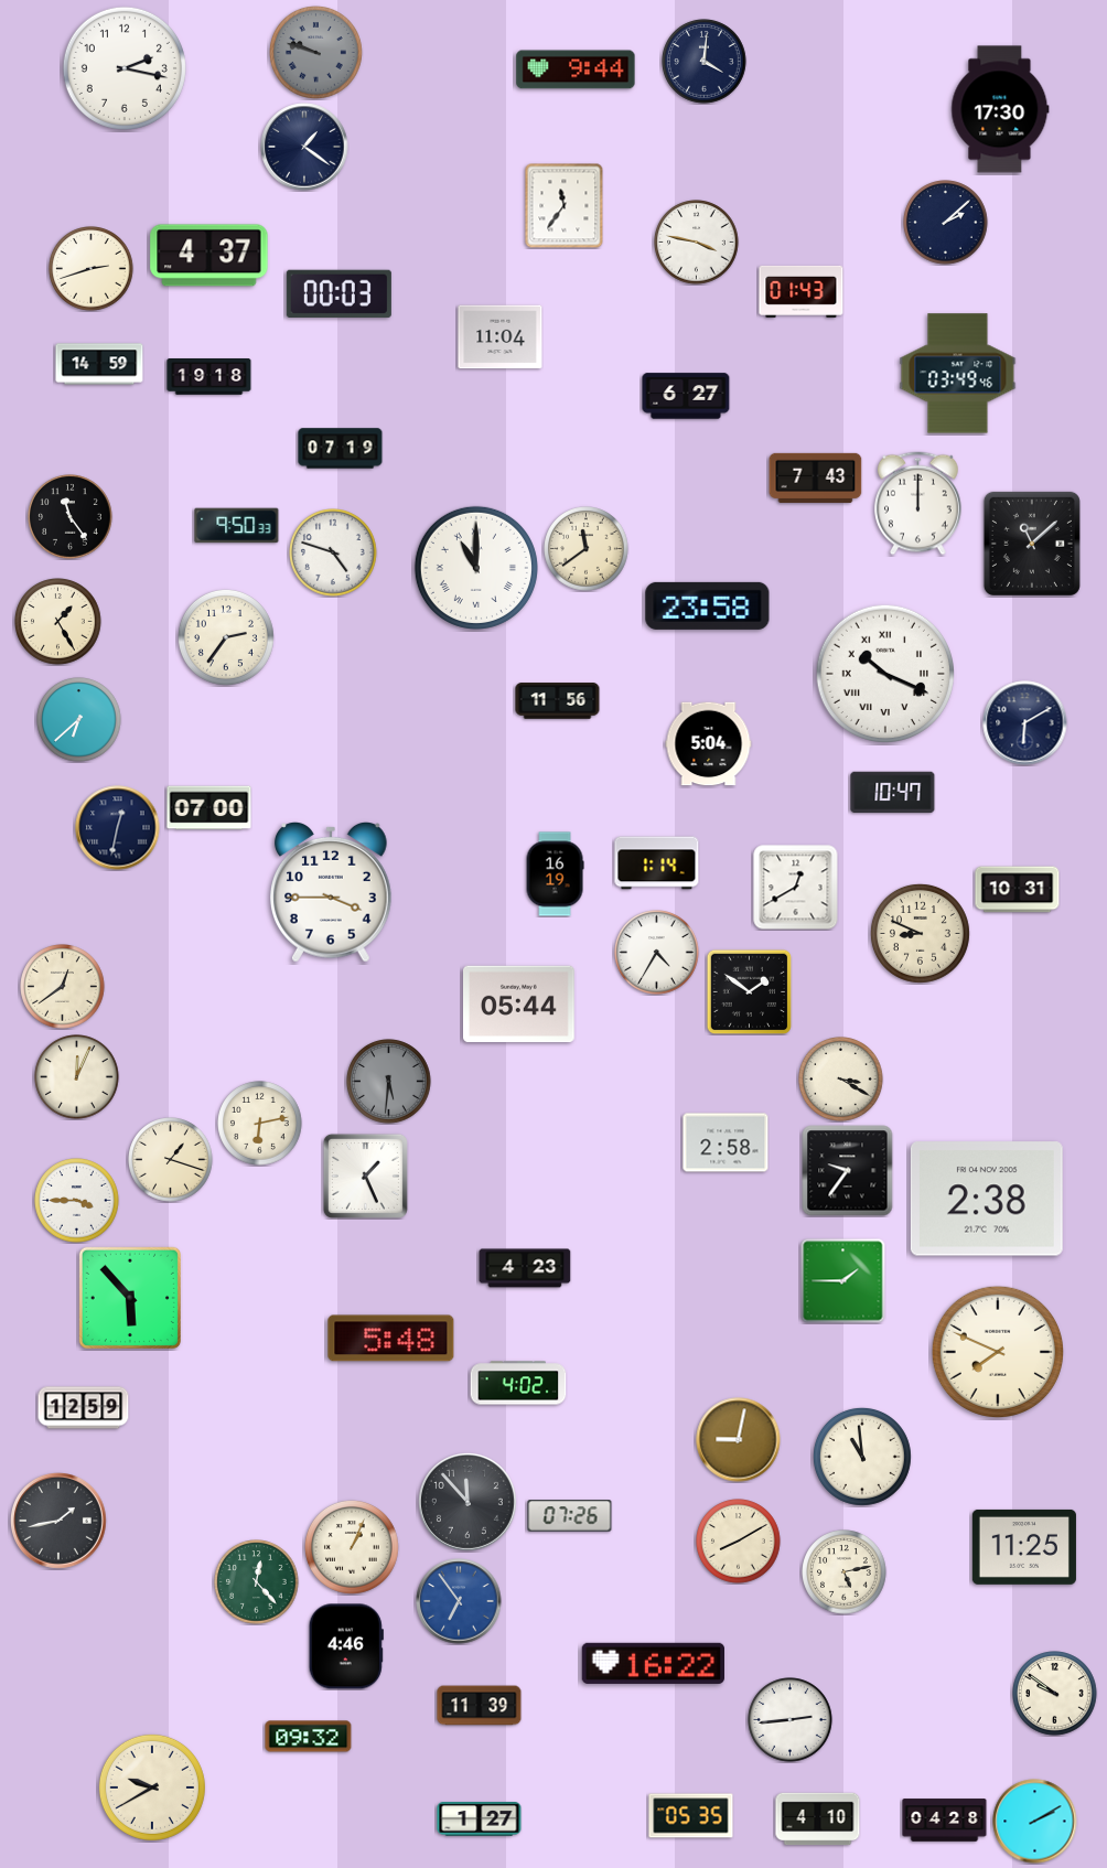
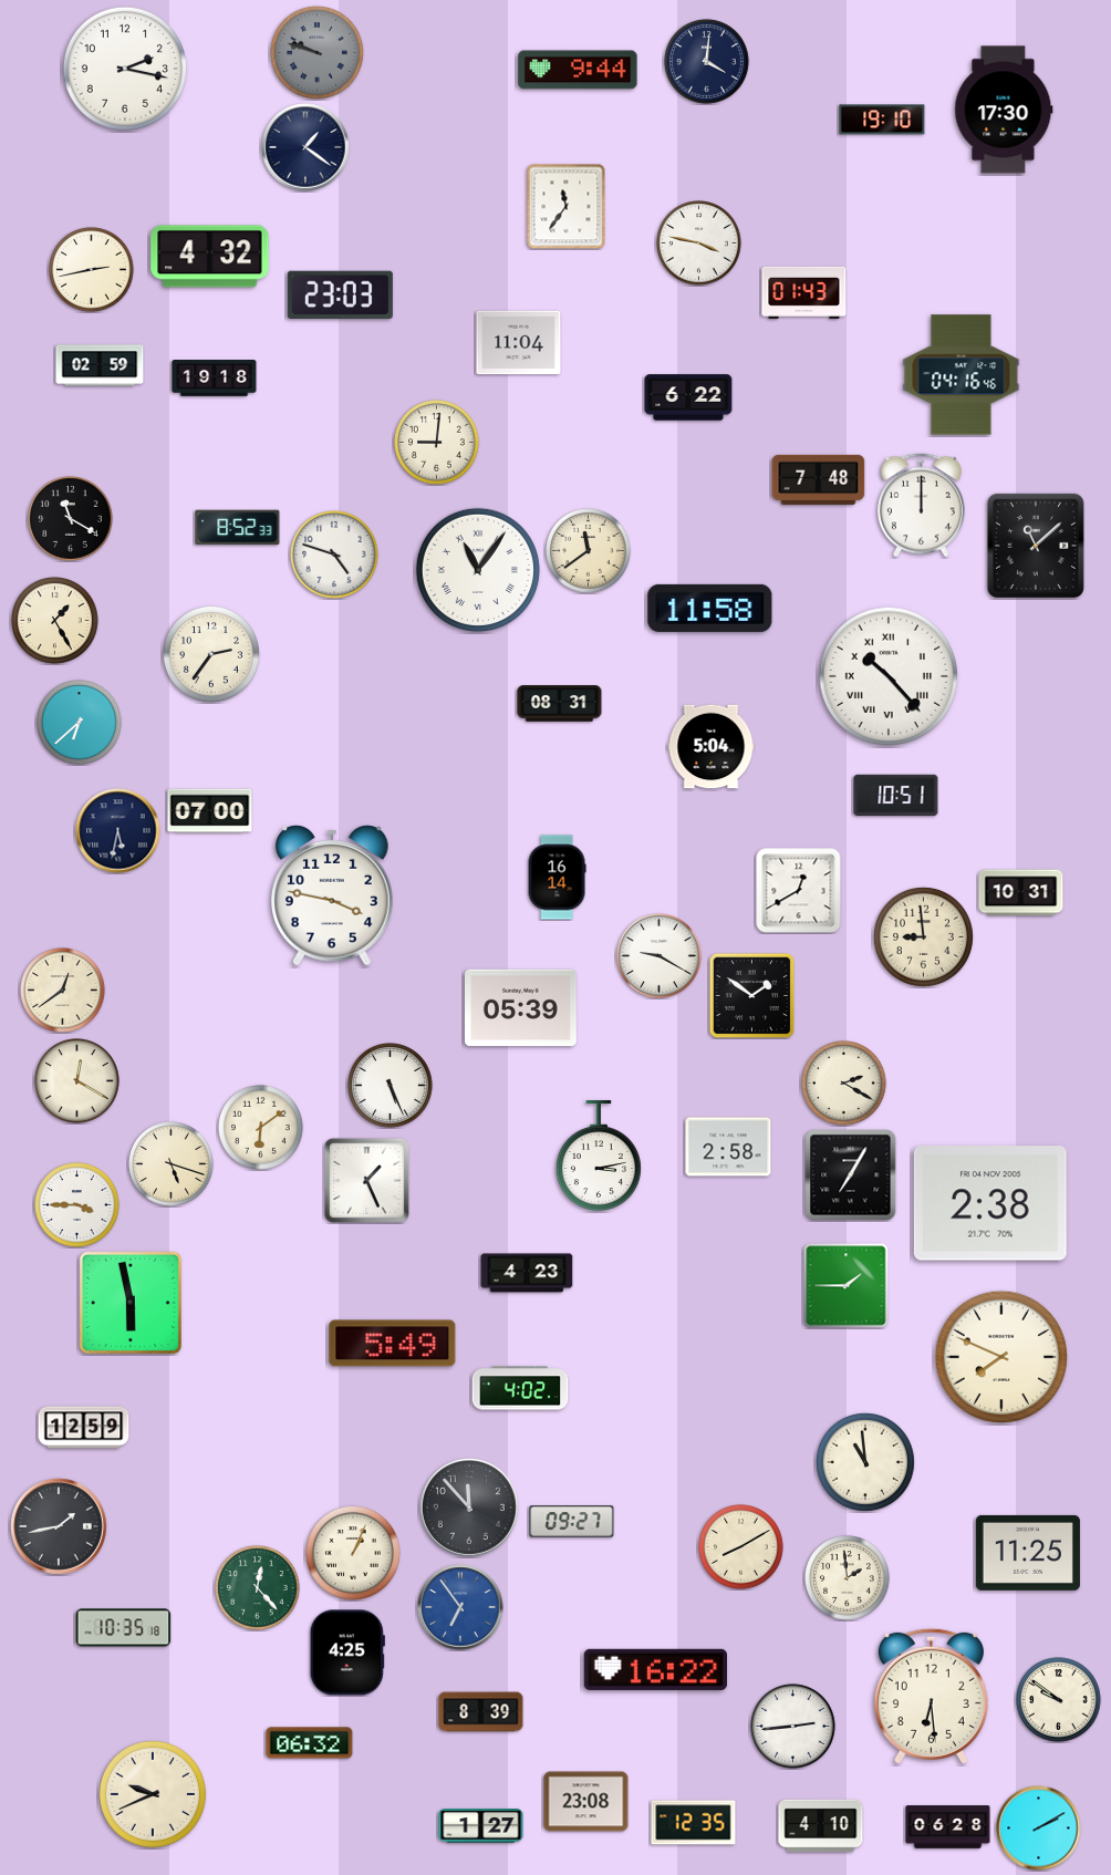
clock at (882, 120): none -> 19:10
clock at (946, 223): 2:08 -> none
clock at (209, 256): 4:37 -> 4:32
clock at (92, 269): 2:42 -> 2:43
clock at (338, 293): 00:03 -> 23:03
clock at (501, 337) position: (501, 337) -> (519, 343)
clock at (99, 364): 14:59 -> 02:59
clock at (958, 374): 03:49 -> 04:16
clock at (209, 377) position: (209, 377) -> (215, 379)
clock at (686, 396): 6:27 -> 6:22
clock at (437, 443): none -> 9:01
clock at (341, 449): 07:19 -> none
clock at (816, 477): 7:43 -> 7:48
clock at (71, 517): 11:24 -> 11:20
clock at (237, 526): 9:50 -> 8:52
clock at (476, 568): 11:00 -> 11:06
clock at (708, 605): 23:58 -> 11:58
clock at (58, 622) position: (58, 622) -> (55, 621)
clock at (226, 637) position: (226, 637) -> (211, 654)
clock at (884, 673): 10:19 -> 10:23
clock at (558, 701): 11:56 -> 08:31
clock at (1025, 723): 6:10 -> none
clock at (893, 793): 10:47 -> 10:51
clock at (118, 828): 12:32 -> 5:32
clock at (657, 863): 1:14 -> none
clock at (555, 874): 16:19 -> 16:14
clock at (332, 893): 3:45 -> 3:47
clock at (920, 933): 8:49 -> 8:59
clock at (657, 953): 4:35 -> 9:20
clock at (519, 1005): 05:44 -> 05:39
clock at (77, 1077): 12:04 -> 12:20
clock at (841, 1080): 3:20 -> 2:20
clock at (389, 1082): 5:31 -> 5:26
clock at (389, 1082) dial: grey -> white
clock at (260, 1124): 6:13 -> 6:09
clock at (599, 1156): none -> 3:13
clock at (171, 1160): 1:18 -> 5:18
clock at (848, 1171): 9:36 -> 7:05
clock at (130, 1298): 5:53 -> 5:58
clock at (391, 1339): 5:48 -> 5:49
clock at (84, 1408) position: (84, 1408) -> (84, 1428)
clock at (739, 1440): 9:02 -> none
clock at (570, 1516): 07:26 -> 09:27
clock at (845, 1572): 5:13 -> 1:59
clock at (124, 1628): none -> 10:35
clock at (346, 1646): 4:46 -> 4:25
clock at (931, 1696): none -> 6:29
clock at (480, 1706): 11:39 -> 8:39
clock at (309, 1737): 09:32 -> 06:32
clock at (152, 1788): 9:40 -> 9:41
clock at (586, 1802): none -> 23:08
clock at (691, 1816): 05:35 -> 12:35
clock at (945, 1821): 04:28 -> 06:28
